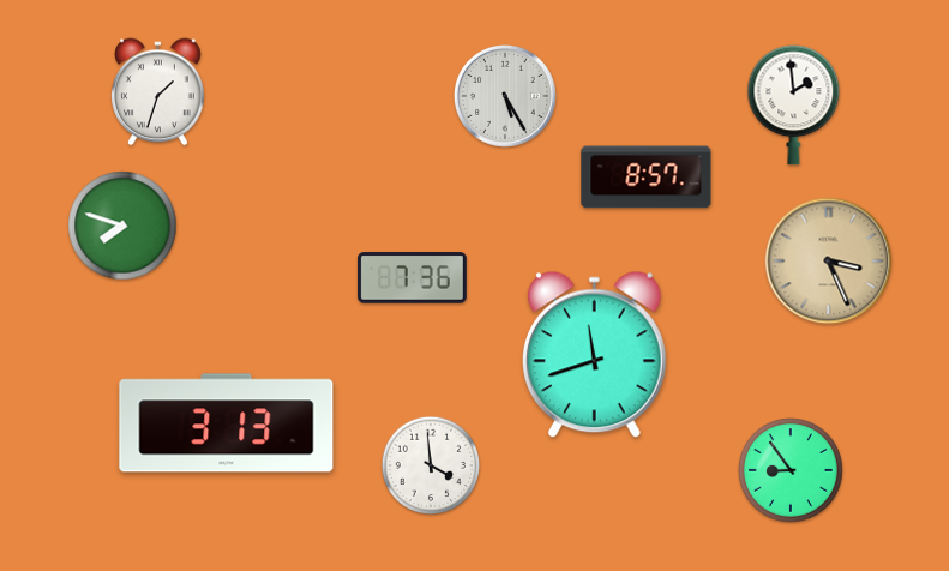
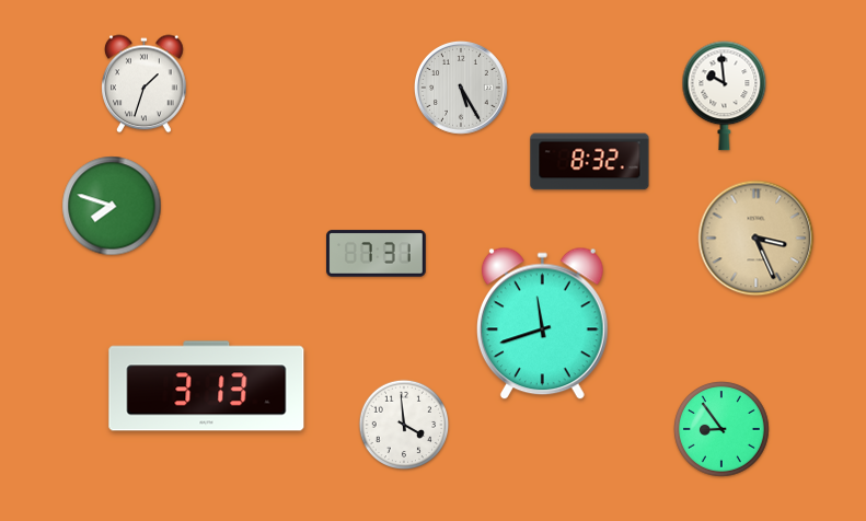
clock at (794, 106): 1:59 -> 9:59
clock at (647, 178): 8:57 -> 8:32
clock at (413, 278): 7:36 -> 7:31
clock at (431, 465) position: (431, 465) -> (404, 425)
